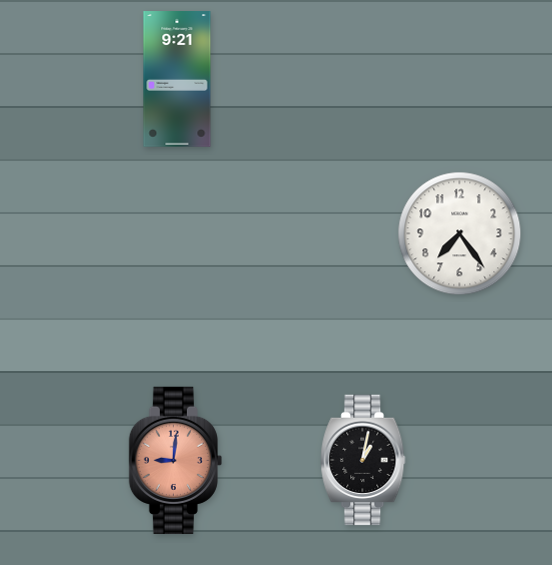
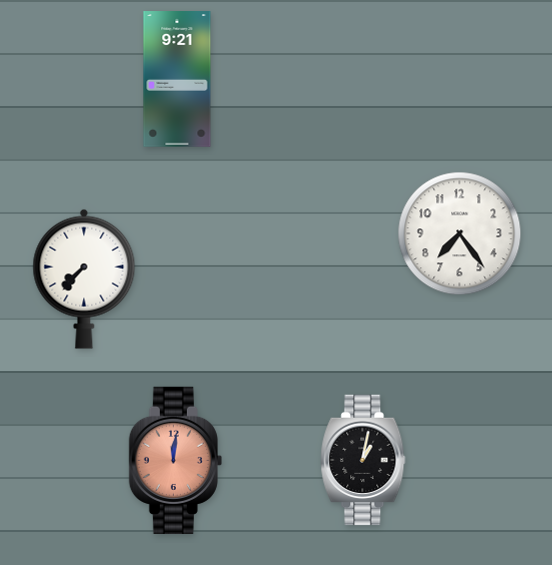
clock at (84, 279): none -> 7:37
clock at (175, 460): 9:01 -> 12:01
